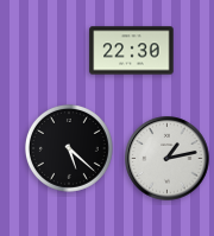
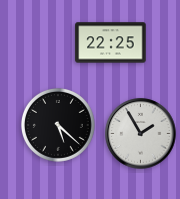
clock at (132, 51): 22:30 -> 22:25
clock at (168, 159): 1:13 -> 1:55
